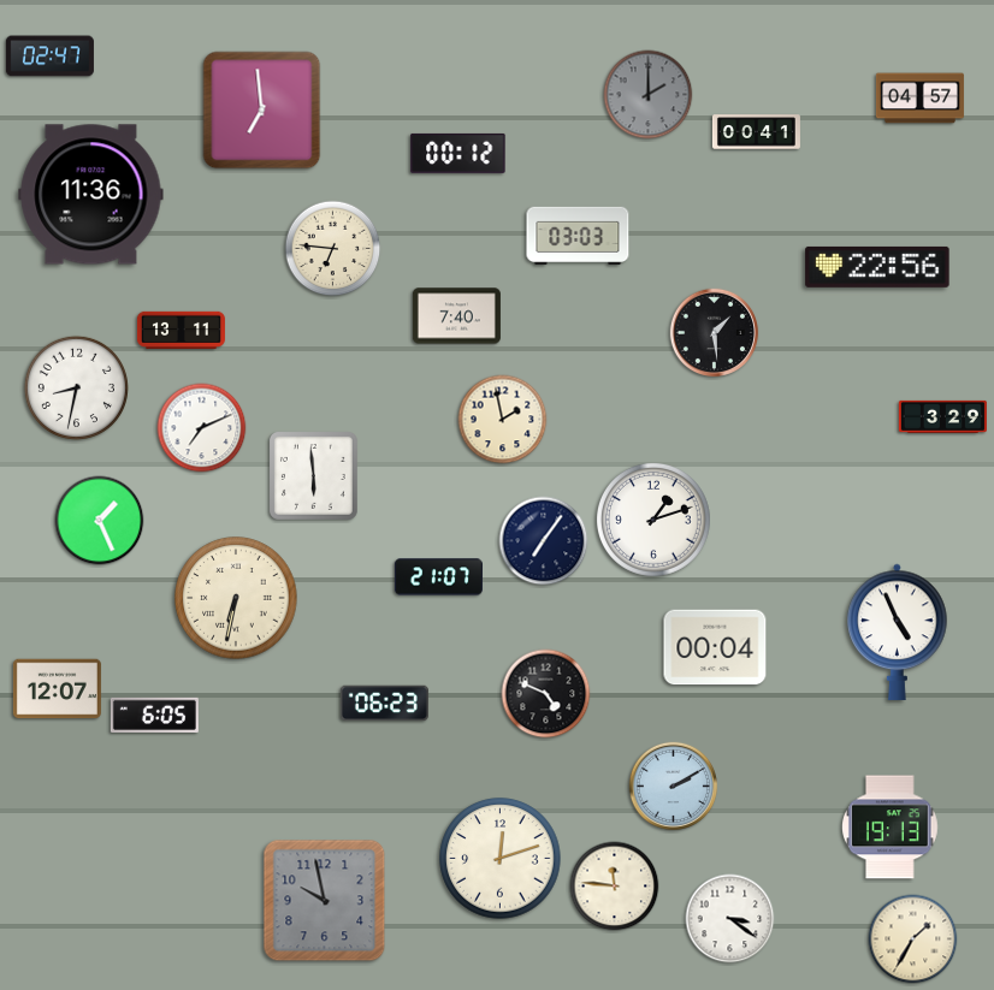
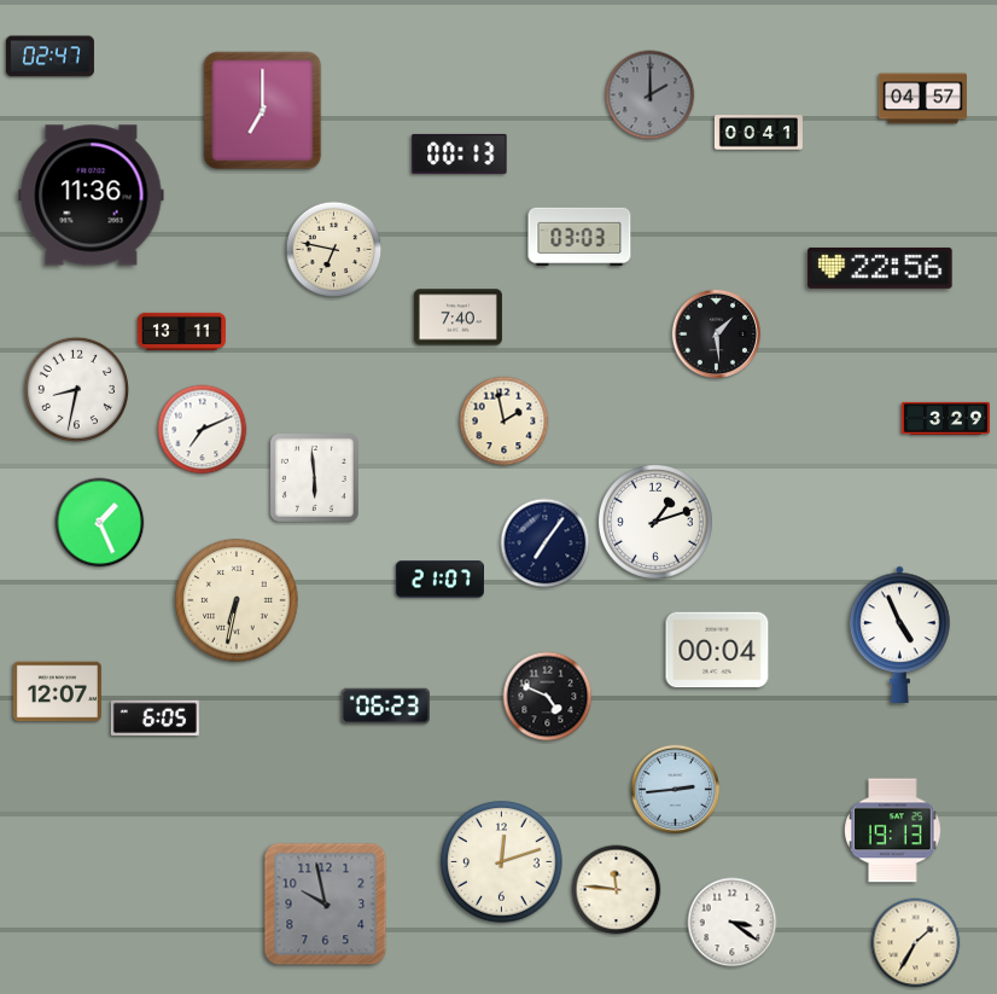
clock at (262, 111): 6:59 -> 7:00
clock at (458, 153): 00:12 -> 00:13
clock at (333, 249): 6:46 -> 6:47
clock at (674, 787): 2:10 -> 2:44
